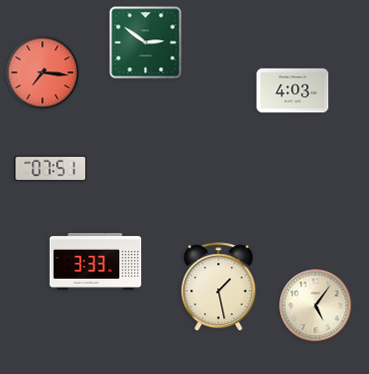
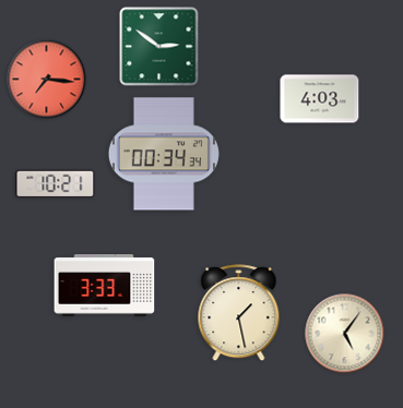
clock at (164, 154): none -> 00:34
clock at (51, 169): 07:51 -> 10:21
